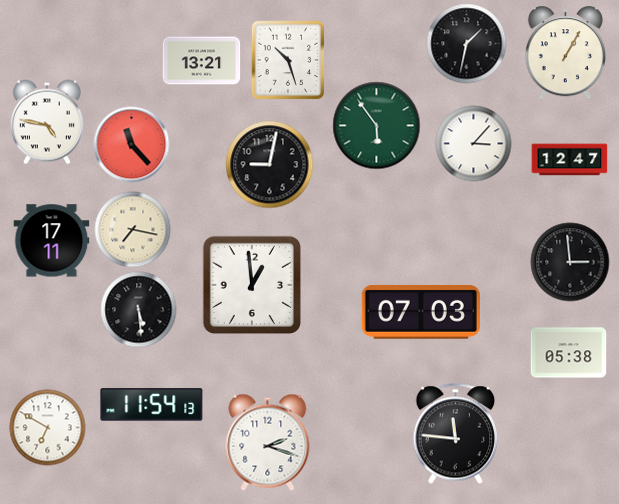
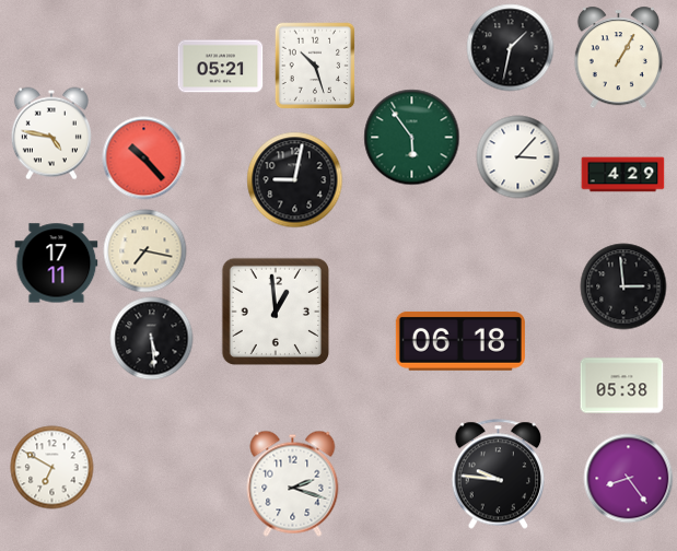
clock at (202, 61): 13:21 -> 05:21
clock at (132, 145): 11:23 -> 10:23
clock at (570, 160): 12:47 -> 4:29
clock at (421, 312): 07:03 -> 06:18
clock at (152, 405): 11:54 -> none
clock at (456, 434): 11:46 -> 9:46
clock at (629, 479): none -> 8:24
